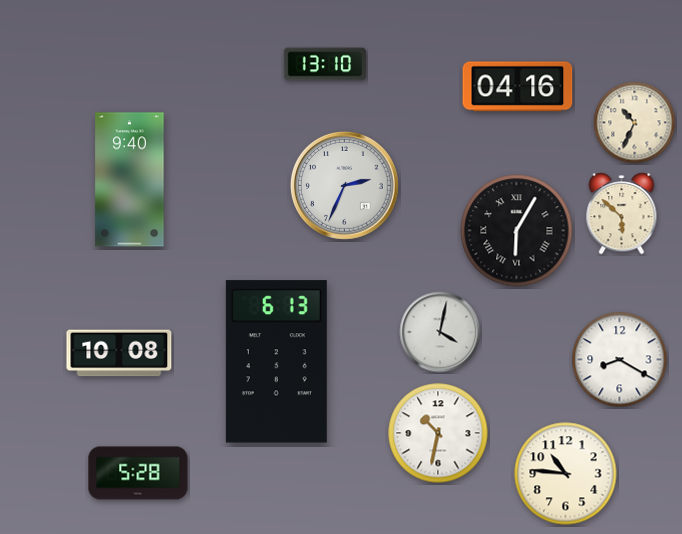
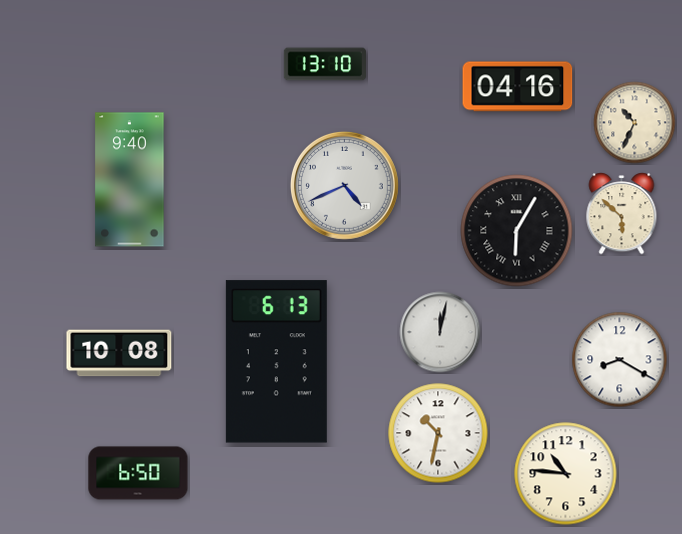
clock at (345, 186): 2:34 -> 4:41
clock at (440, 332): 4:02 -> 12:02
clock at (138, 473): 5:28 -> 6:50
